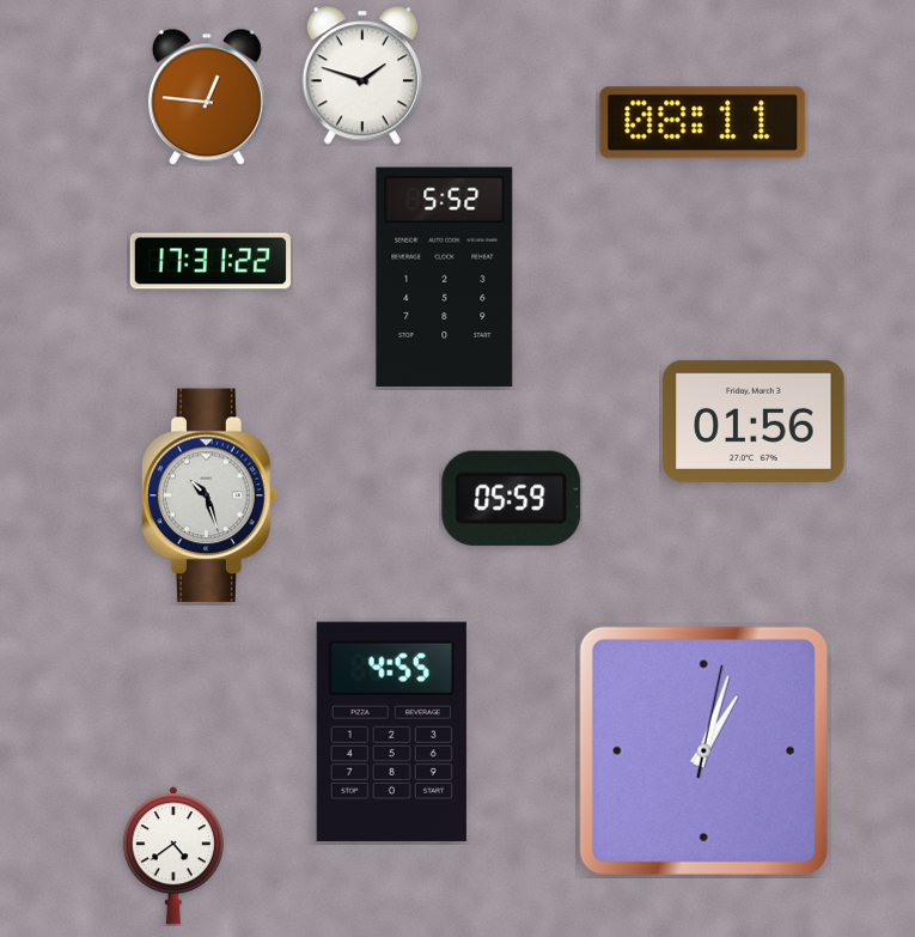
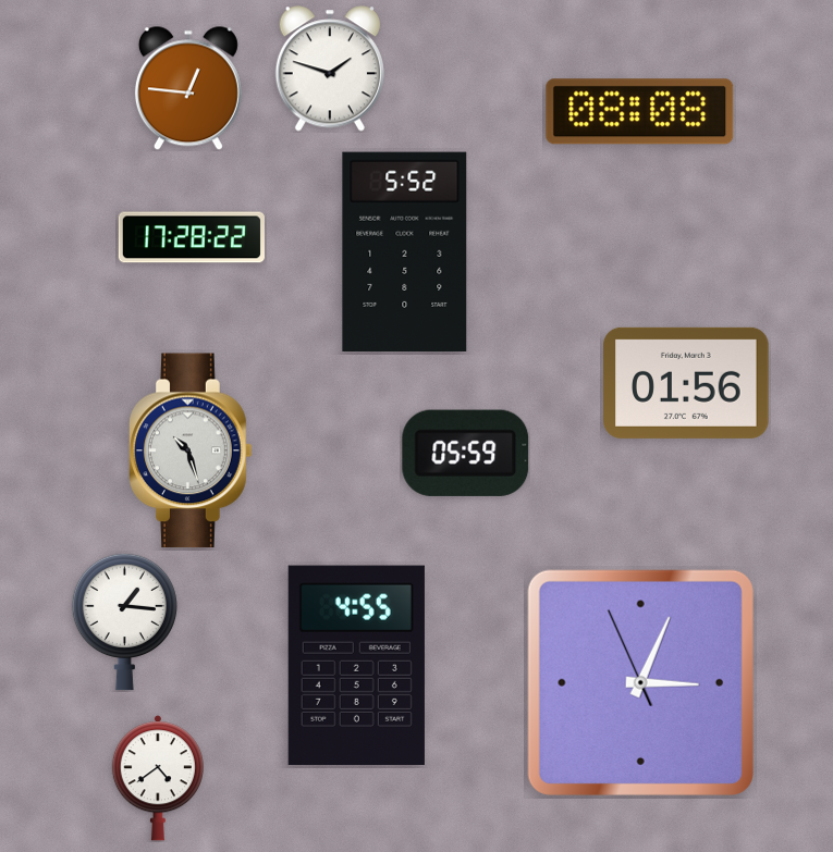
clock at (703, 123): 08:11 -> 08:08
clock at (211, 261): 17:31 -> 17:28
clock at (124, 621): none -> 1:16
clock at (703, 750): 1:03 -> 3:03
